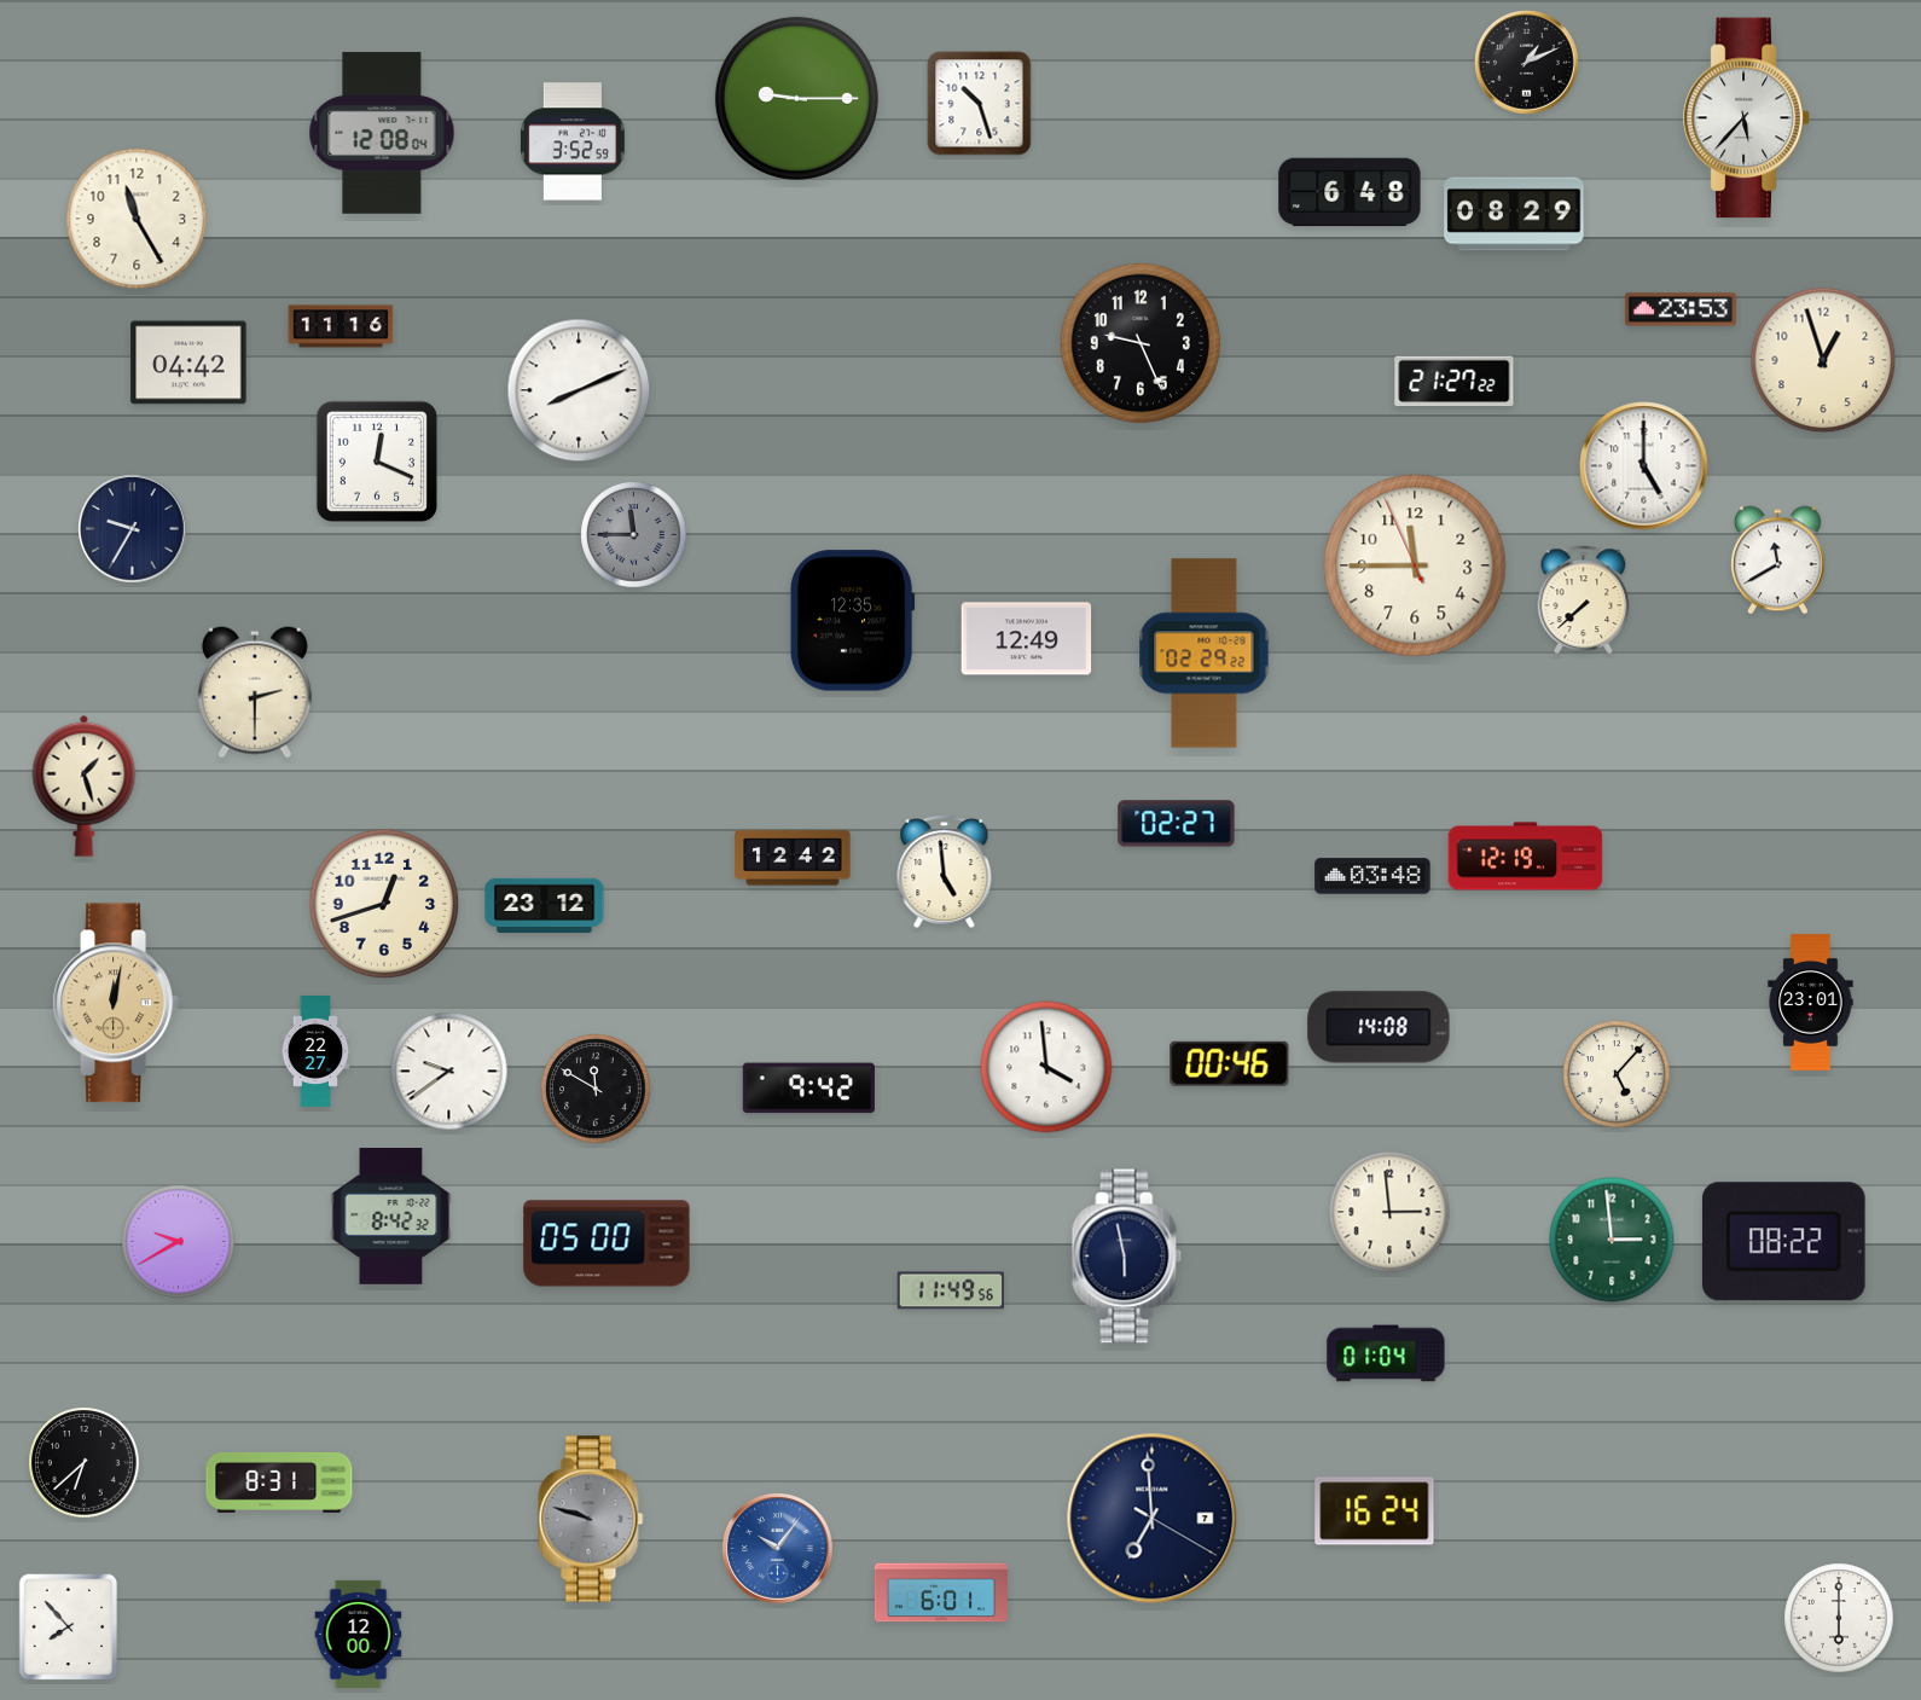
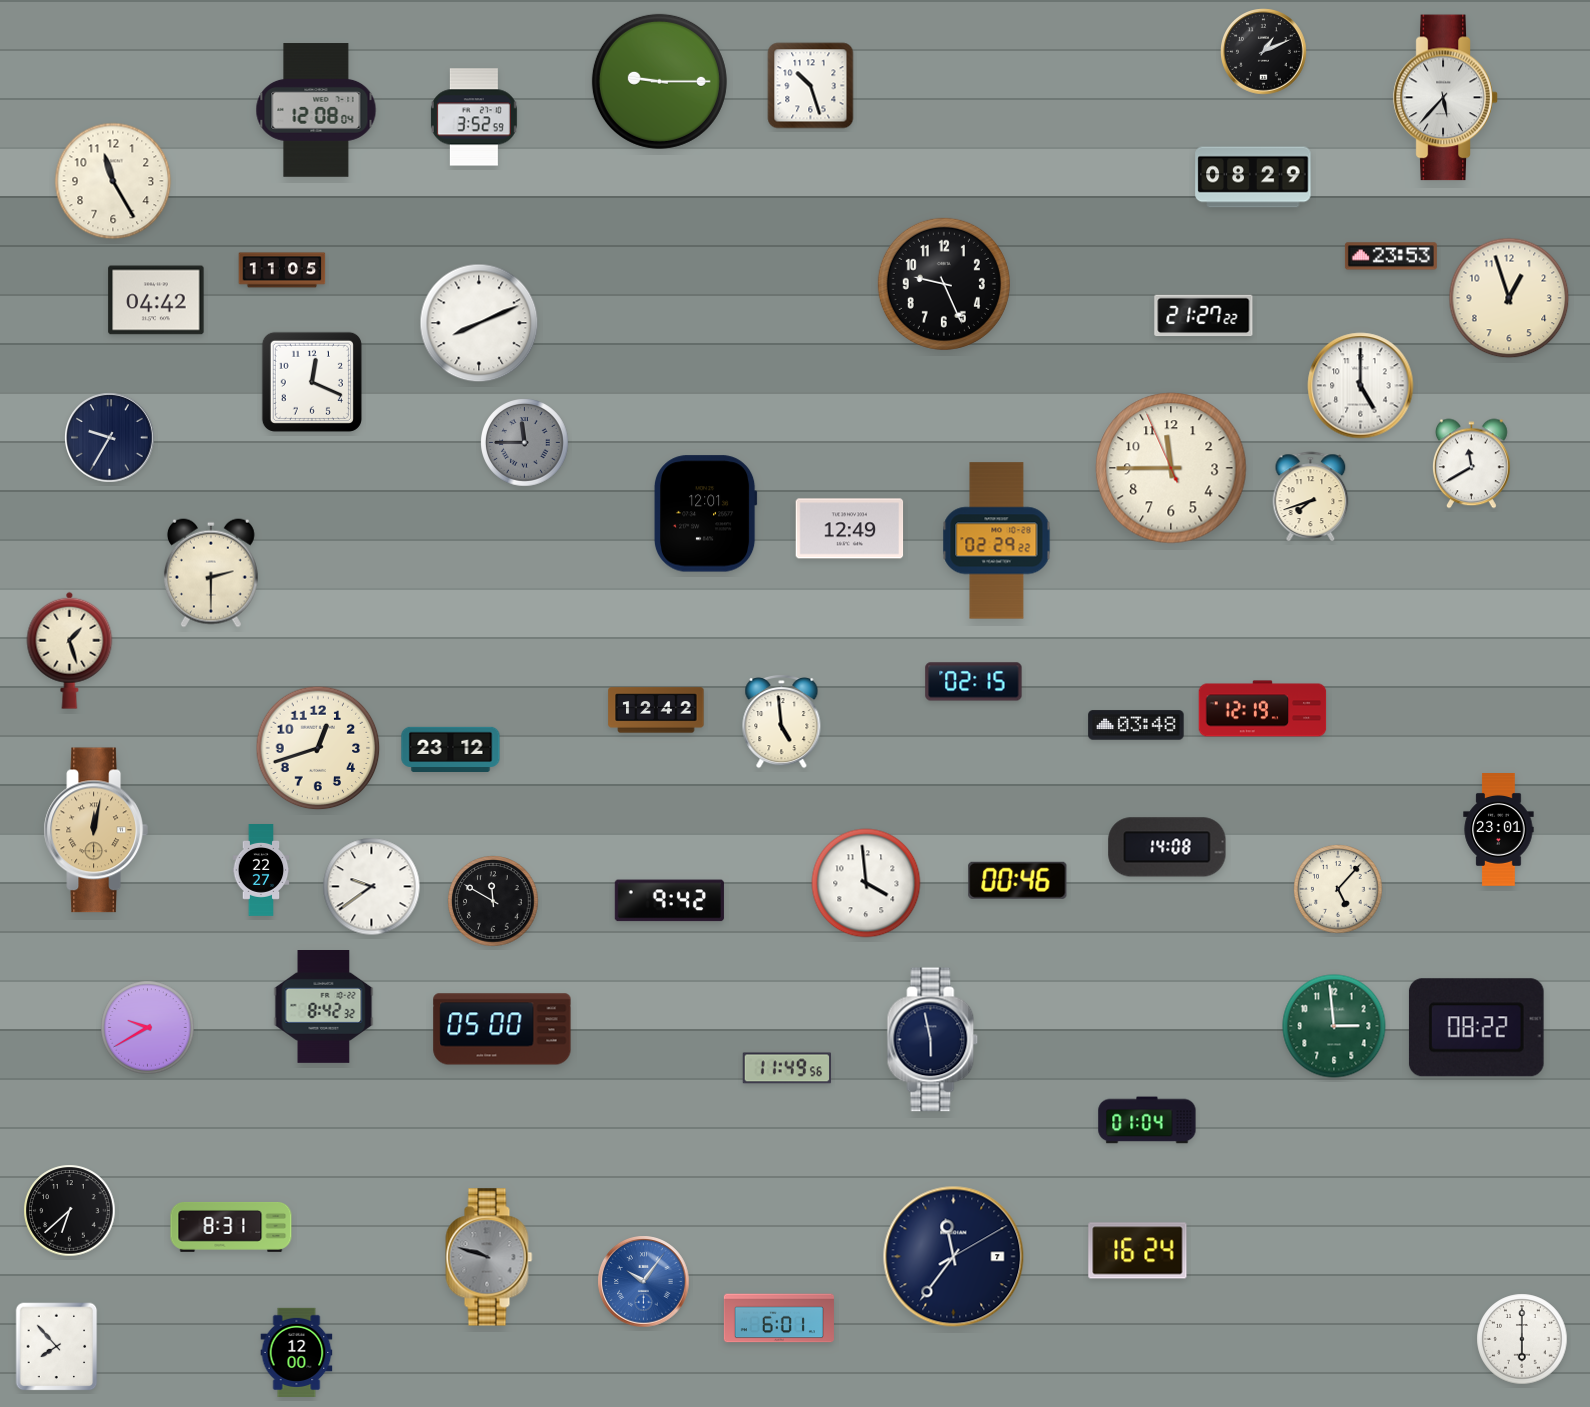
clock at (1350, 192): 6:48 -> none
clock at (341, 326): 11:16 -> 11:05
clock at (1584, 599): 7:38 -> 7:42
clock at (852, 621): 12:35 -> 12:01
clock at (1177, 824): 02:27 -> 02:15
clock at (1379, 1027) position: (1379, 1027) -> (1167, 847)
clock at (1389, 1212): 2:59 -> none
clock at (1153, 1519): 6:59 -> 11:36
